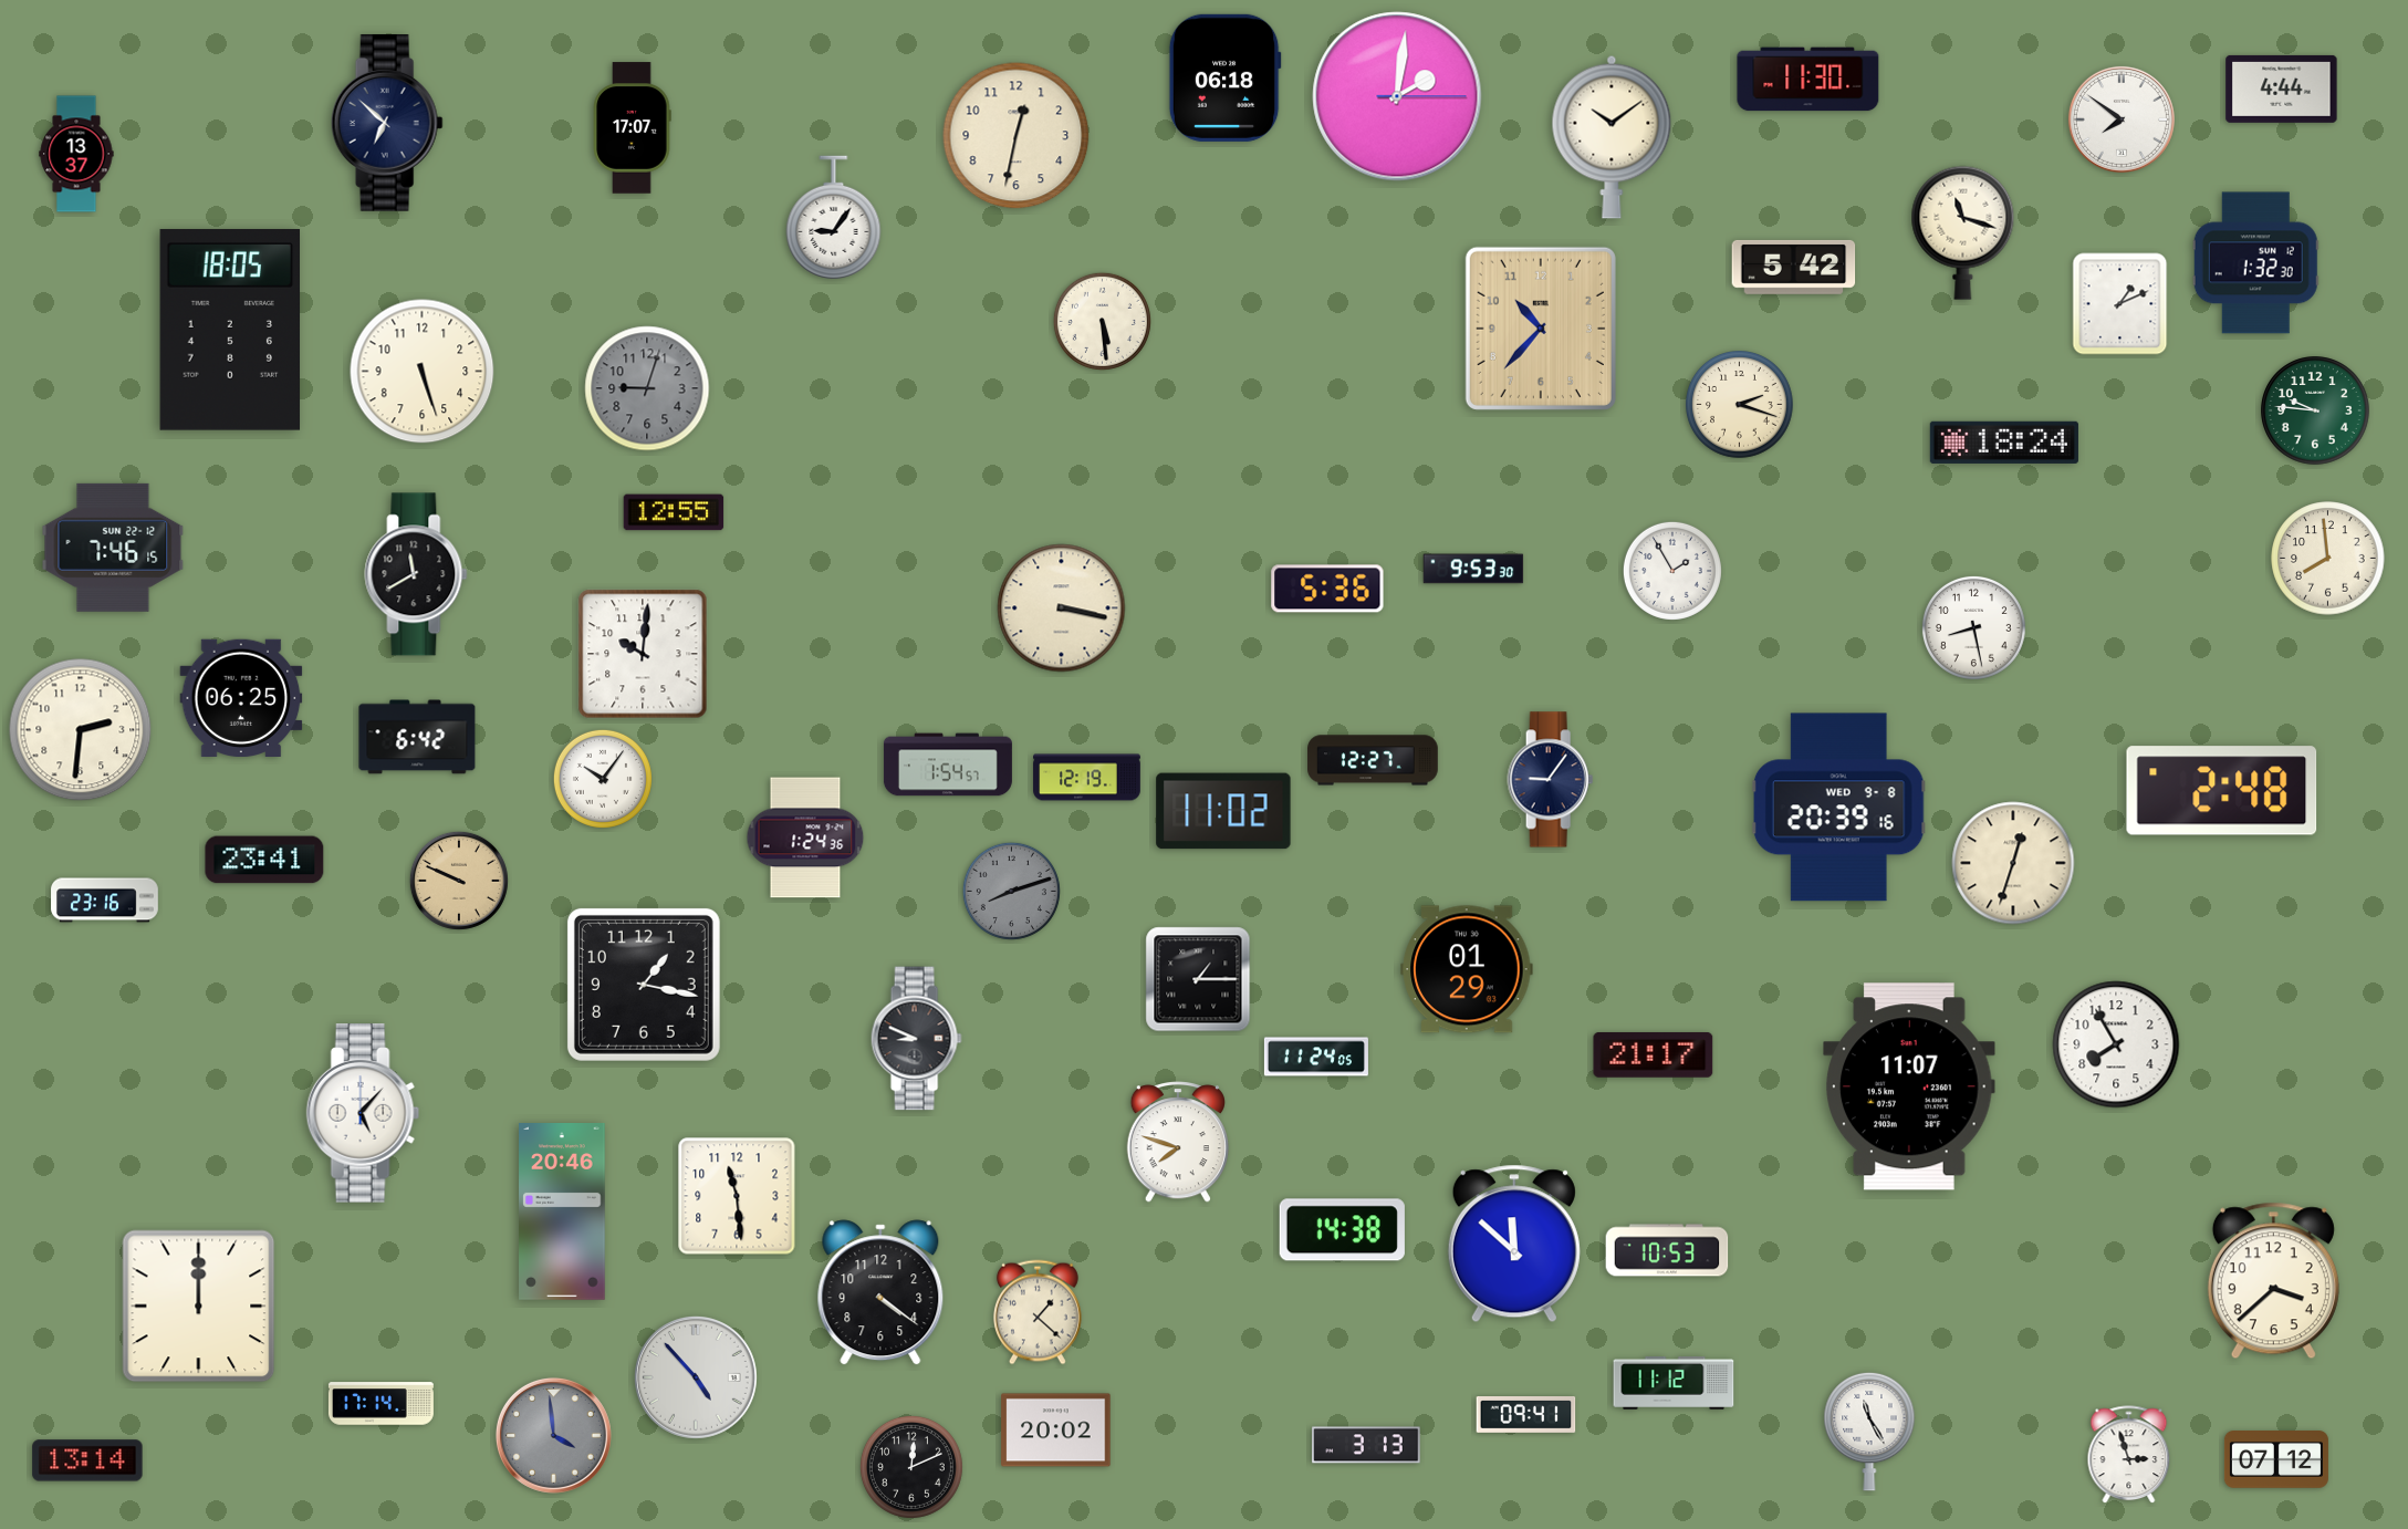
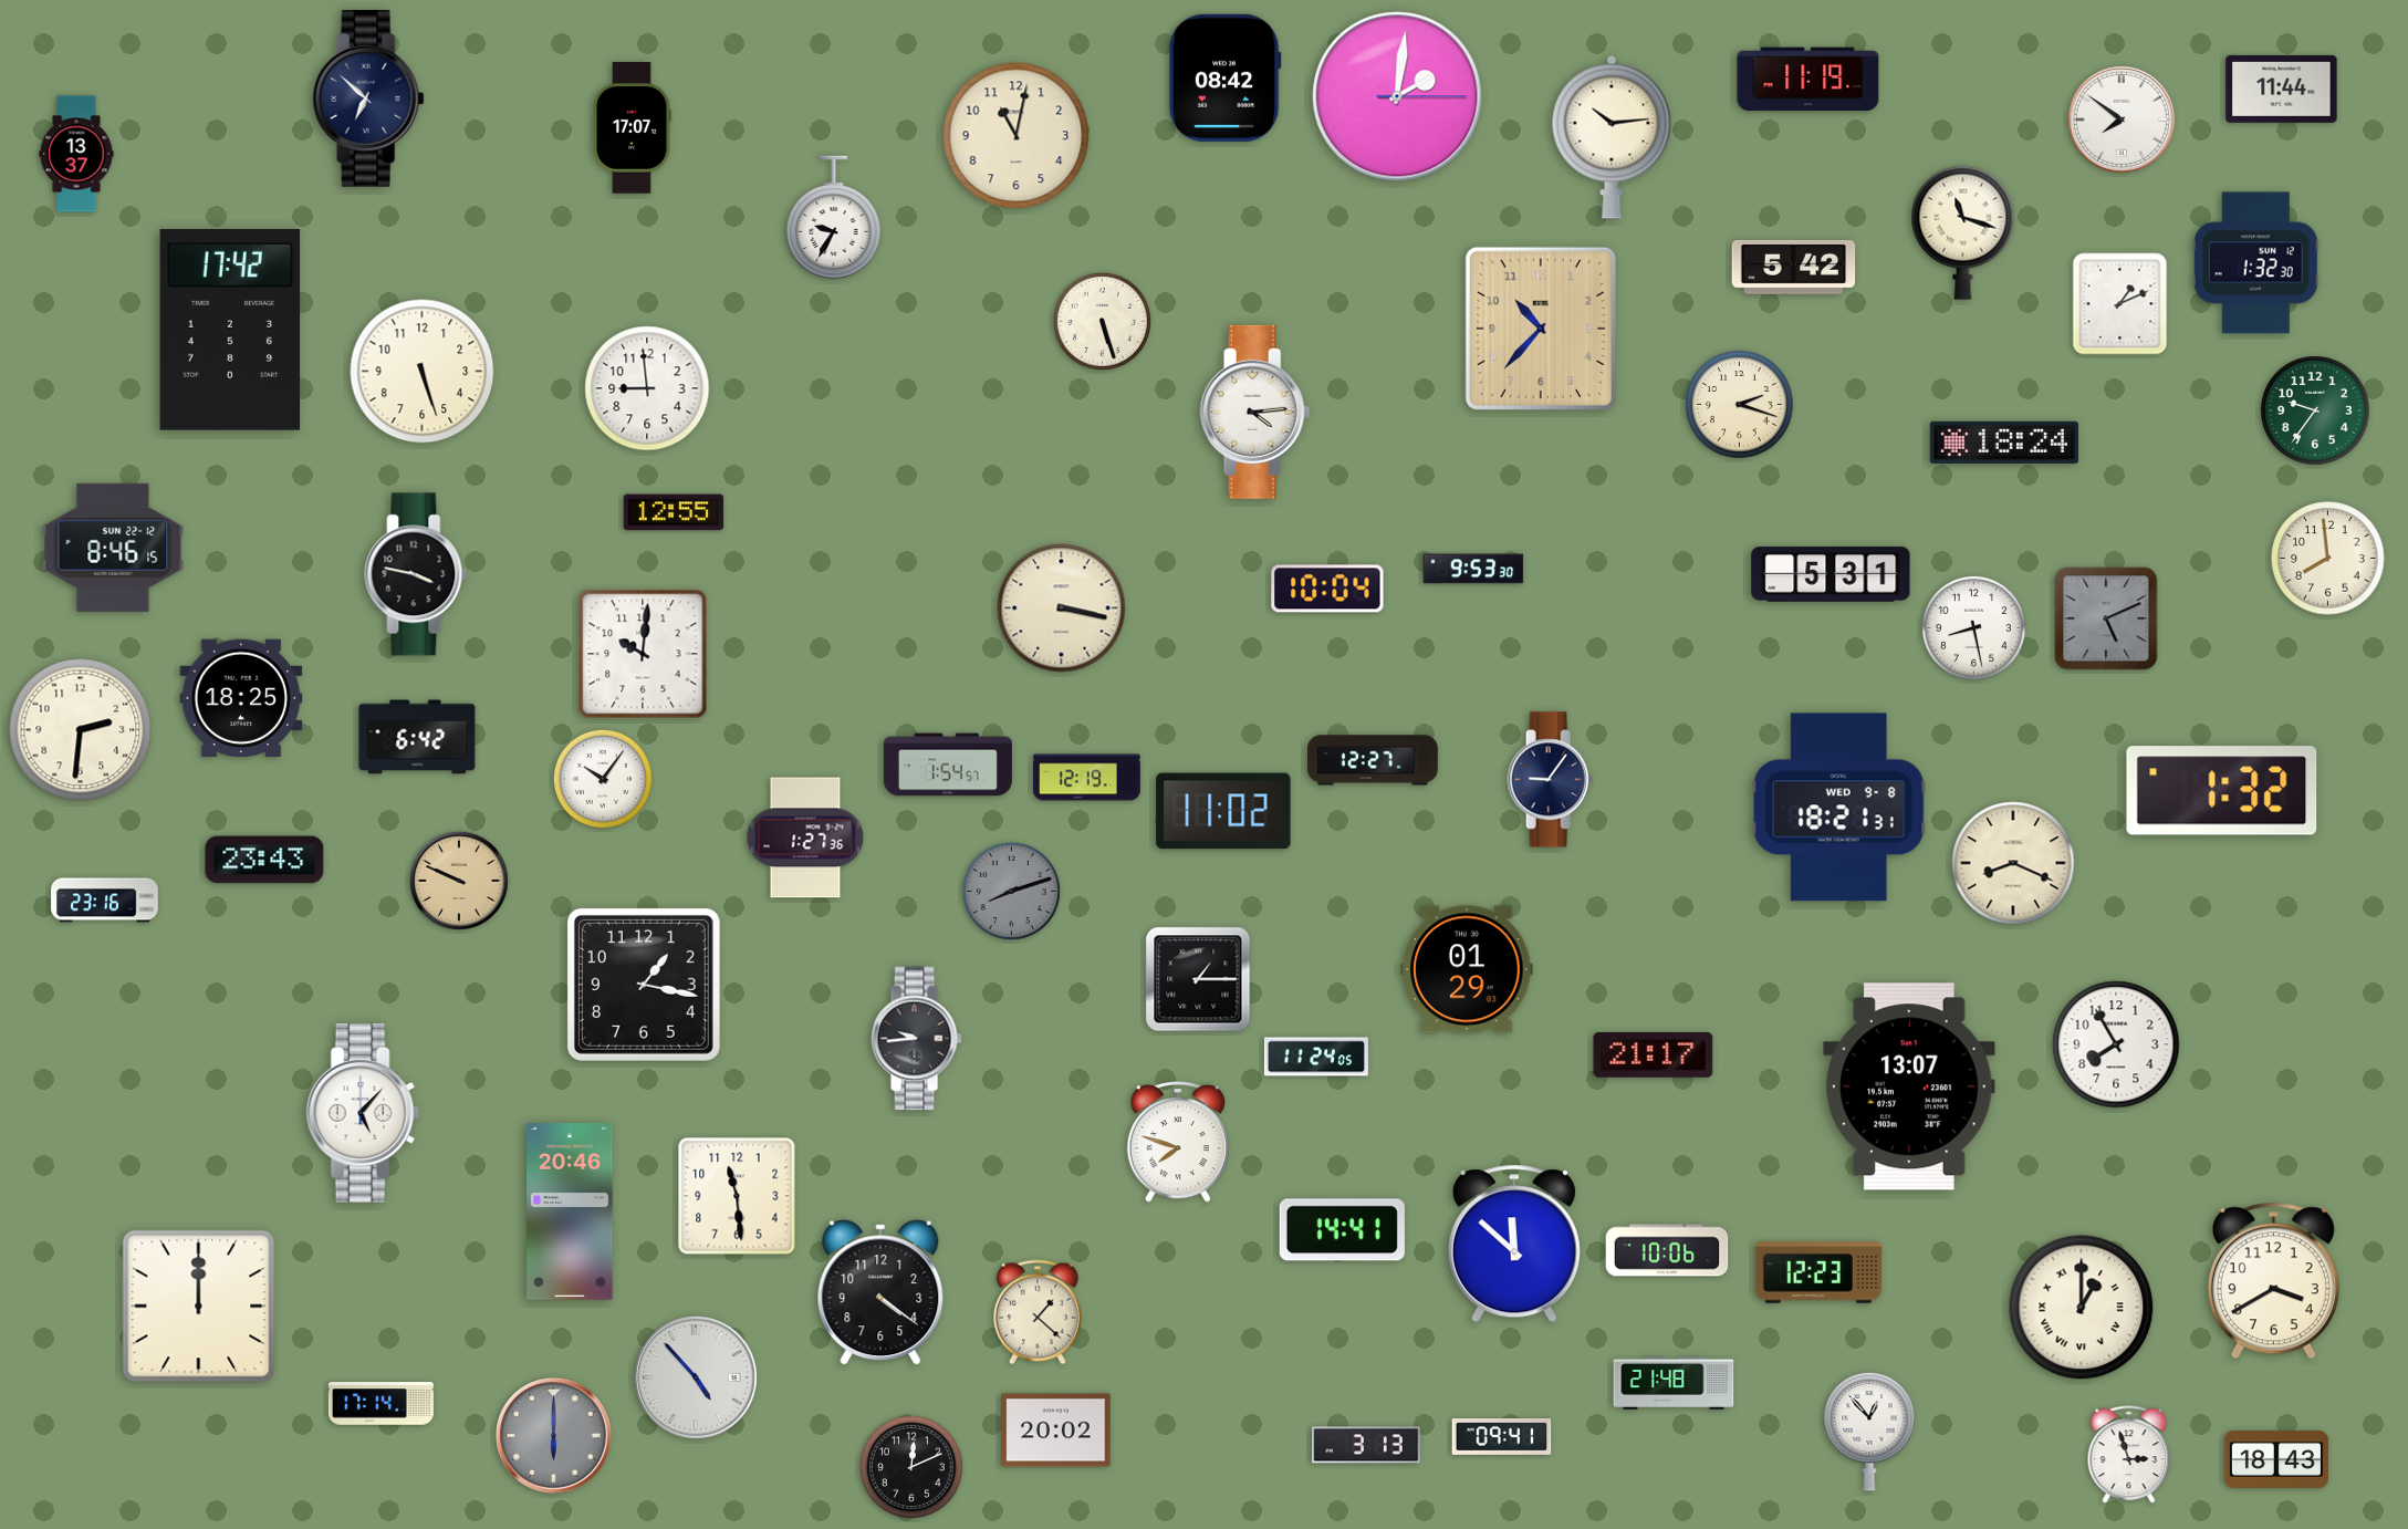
clock at (1224, 77): 06:18 -> 08:42
clock at (1808, 80): 11:30 -> 11:19
clock at (2282, 89): 4:44 -> 11:44
clock at (387, 123) position: (387, 123) -> (368, 98)
clock at (1017, 136): 12:32 -> 11:02
clock at (1612, 137): 10:09 -> 10:14
clock at (834, 218): 9:06 -> 9:35
clock at (1102, 321): 5:29 -> 5:27
clock at (230, 330): 18:05 -> 17:42
clock at (647, 388): 9:03 -> 8:59
clock at (647, 388) dial: grey -> white
clock at (2315, 410): 9:46 -> 9:36
clock at (1255, 412): none -> 4:14
clock at (113, 548): 7:46 -> 8:46
clock at (1672, 571): 1:55 -> none
clock at (416, 574): 11:40 -> 3:47
clock at (1831, 574): none -> 5:31
clock at (1327, 589): 5:36 -> 10:04
clock at (2106, 618): none -> 5:11
clock at (241, 697): 06:25 -> 18:25
clock at (2222, 791): 2:48 -> 1:32
clock at (1838, 808): 20:39 -> 18:21
clock at (805, 838): 1:24 -> 1:27
clock at (264, 860): 23:41 -> 23:43
clock at (2013, 863): 12:33 -> 8:19
clock at (916, 1039): 8:49 -> 9:44
clock at (1909, 1086): 11:07 -> 13:07
clock at (562, 1213) position: (562, 1213) -> (570, 1213)
clock at (1342, 1230): 14:38 -> 14:41
clock at (1667, 1250): 10:53 -> 10:06
clock at (1818, 1272): none -> 12:23
clock at (2273, 1281): 3:38 -> 3:40
clock at (2082, 1308): none -> 1:00
clock at (1674, 1384): 11:12 -> 21:48
clock at (1526, 1415) position: (1526, 1415) -> (1502, 1437)
clock at (1869, 1432): 11:25 -> 12:53
clock at (553, 1435): 3:59 -> 6:00
clock at (87, 1460): 13:14 -> none
clock at (2276, 1460): 07:12 -> 18:43
